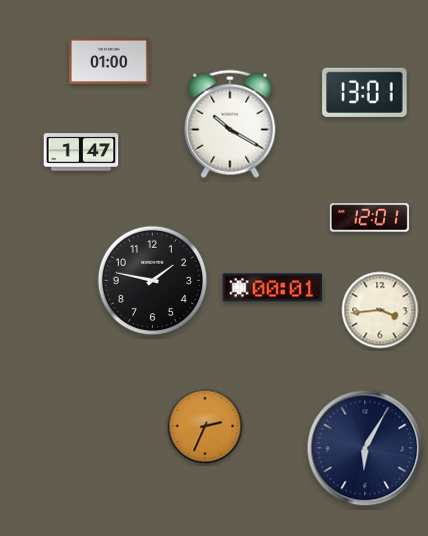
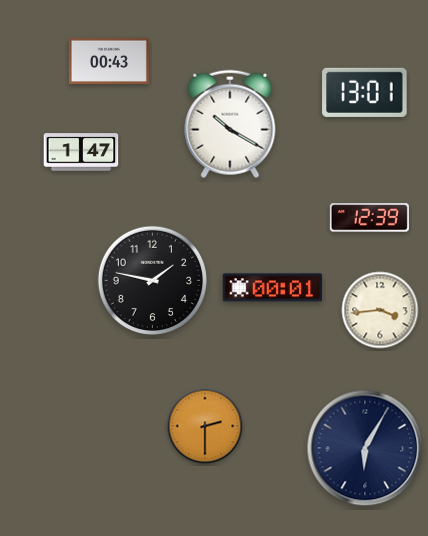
clock at (109, 60): 01:00 -> 00:43
clock at (369, 218): 12:01 -> 12:39
clock at (205, 426): 2:34 -> 2:30
